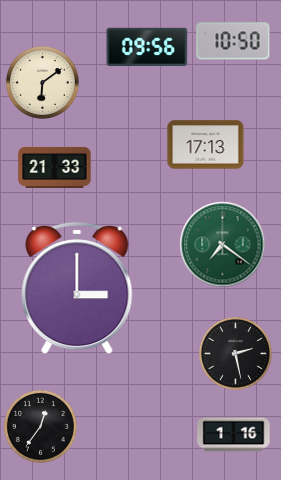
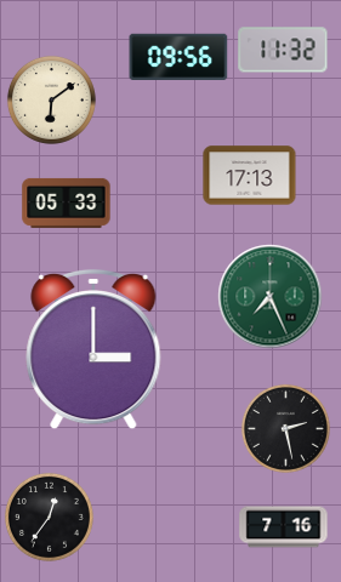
clock at (233, 41): 10:50 -> 11:32
clock at (55, 167): 21:33 -> 05:33
clock at (223, 245): 7:21 -> 7:26
clock at (234, 435): 1:16 -> 7:16
